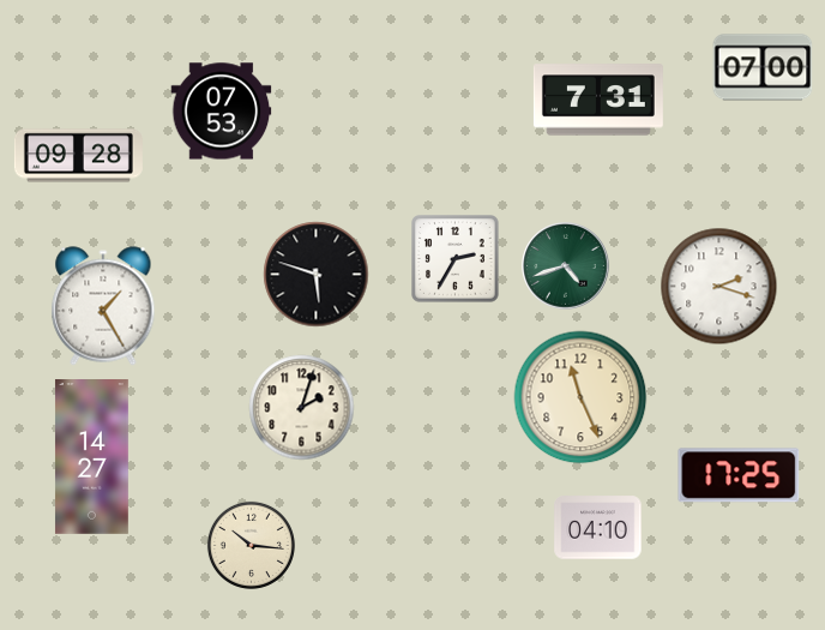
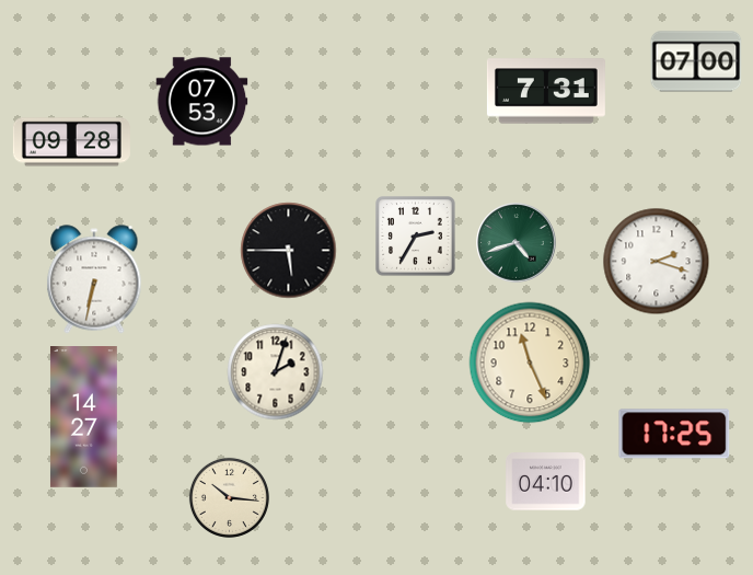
clock at (317, 275): 5:48 -> 5:45
clock at (103, 306): 1:25 -> 6:32
